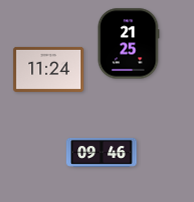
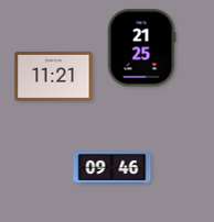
clock at (49, 69): 11:24 -> 11:21
